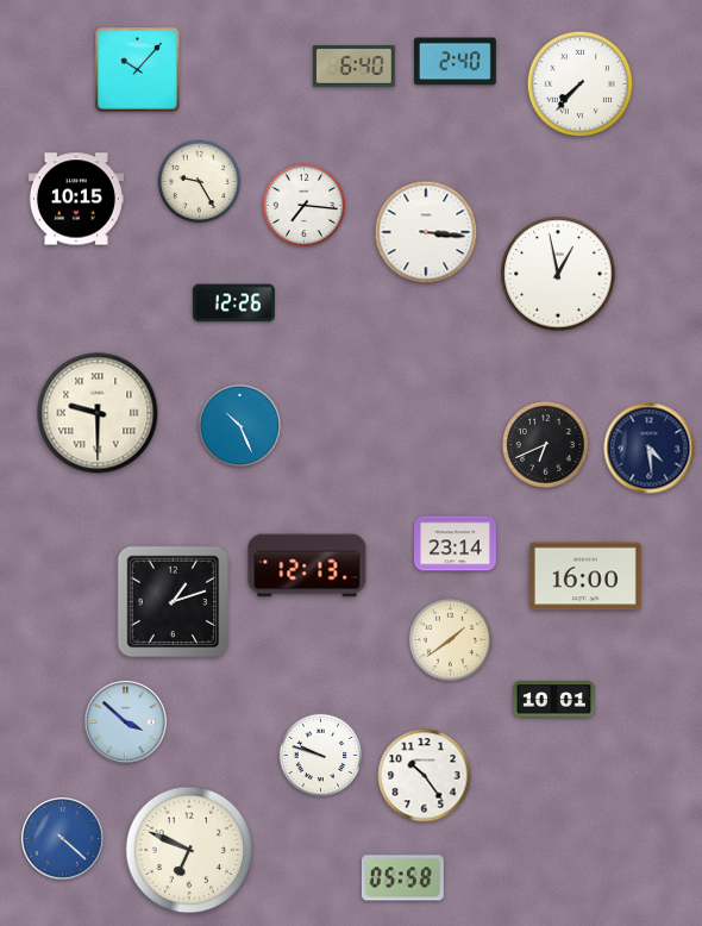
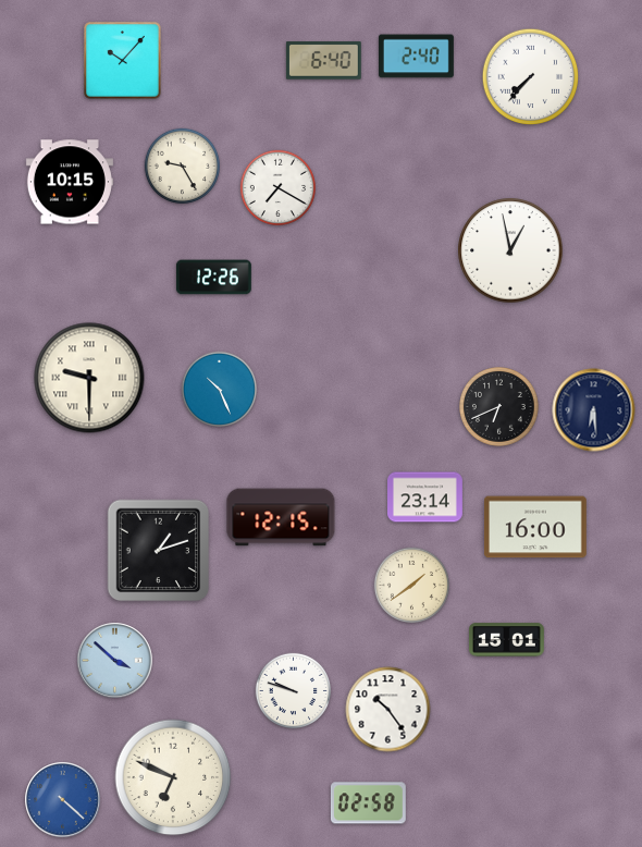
clock at (138, 70) position: (138, 70) -> (123, 61)
clock at (303, 205): 7:16 -> 7:20
clock at (426, 232): 3:16 -> none
clock at (650, 449): 4:29 -> 6:29
clock at (456, 544) position: (456, 544) -> (425, 498)
clock at (307, 565): 12:13 -> 12:15
clock at (553, 700): 10:01 -> 15:01
clock at (63, 839) position: (63, 839) -> (63, 800)
clock at (402, 878): 05:58 -> 02:58
